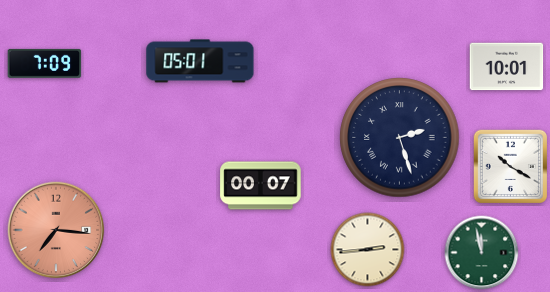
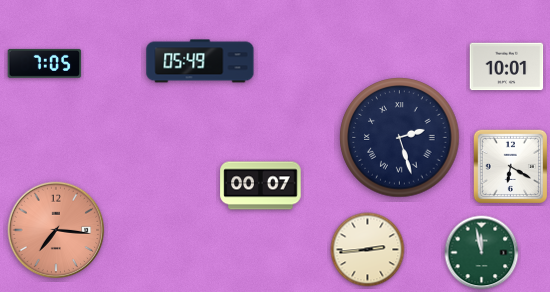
clock at (200, 61): 05:01 -> 05:49
clock at (45, 63): 7:09 -> 7:05
clock at (511, 167): 10:20 -> 6:20
